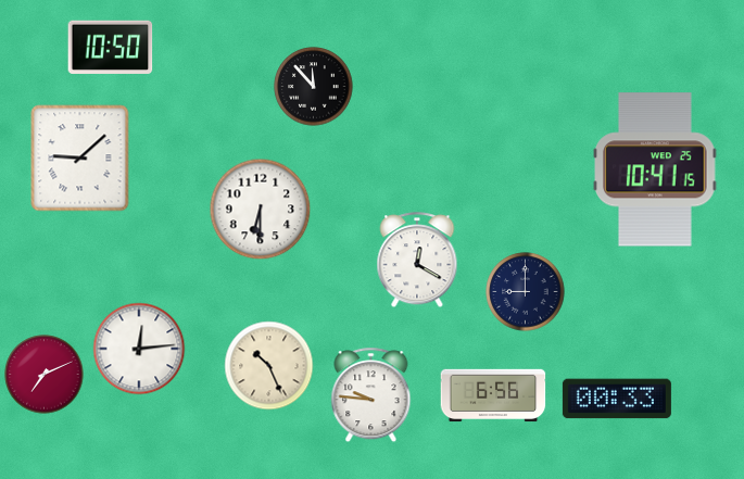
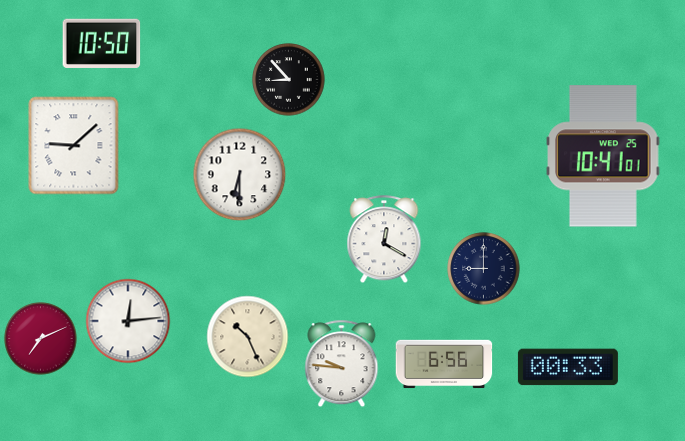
clock at (314, 87): 11:53 -> 8:53
clock at (655, 169): 10:41:15 -> 10:41:01
clock at (261, 210) position: (261, 210) -> (240, 175)
clock at (45, 375) position: (45, 375) -> (41, 339)
clock at (493, 395) position: (493, 395) -> (444, 364)
